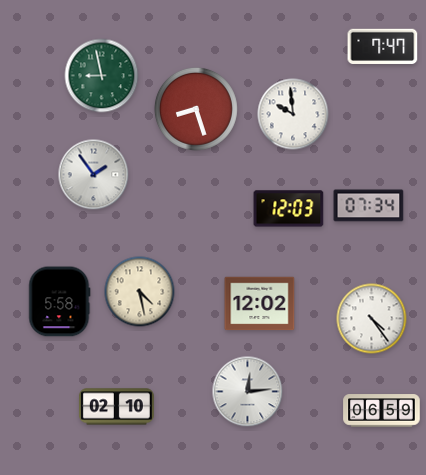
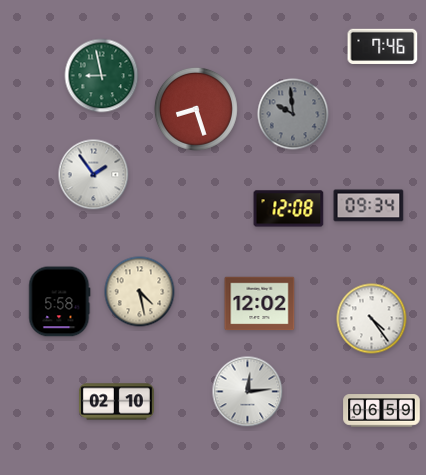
clock at (383, 46): 7:47 -> 7:46
clock at (293, 114) dial: white -> grey
clock at (369, 206): 07:34 -> 09:34
clock at (289, 209): 12:03 -> 12:08
clock at (116, 407) position: (116, 407) -> (116, 402)
